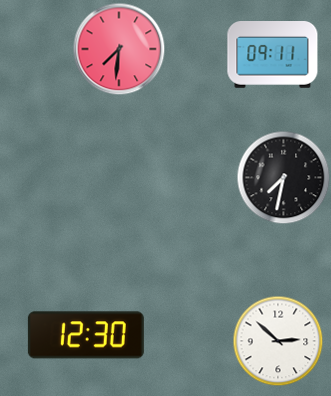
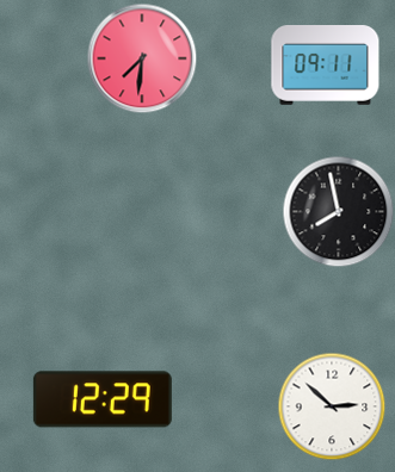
clock at (283, 177): 7:32 -> 7:58
clock at (86, 335): 12:30 -> 12:29
